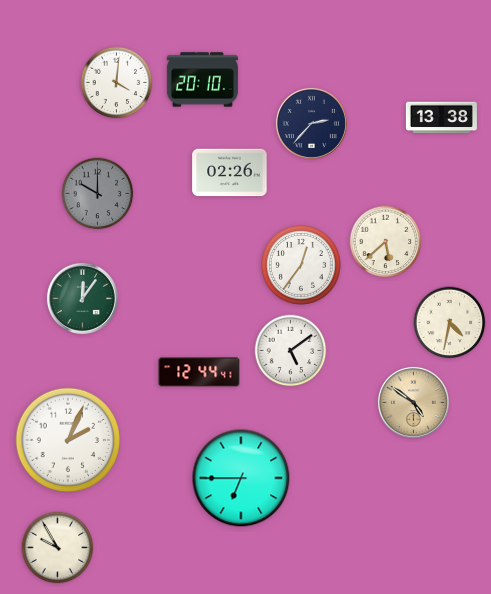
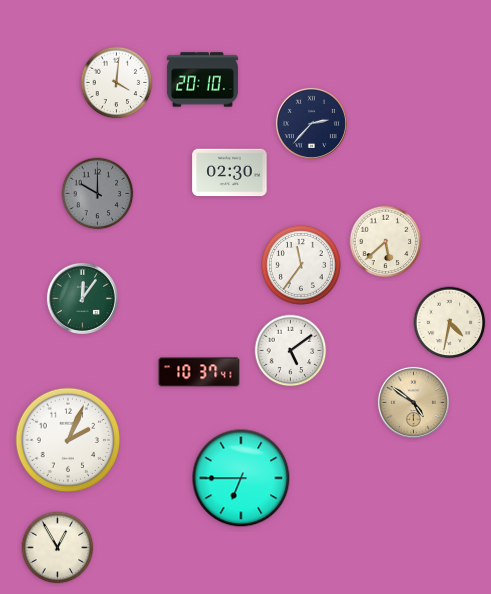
clock at (441, 118): 13:38 -> none
clock at (230, 173): 02:26 -> 02:30
clock at (301, 265): 12:36 -> 11:36
clock at (199, 372): 12:44 -> 10:37
clock at (58, 548): 9:55 -> 12:55
